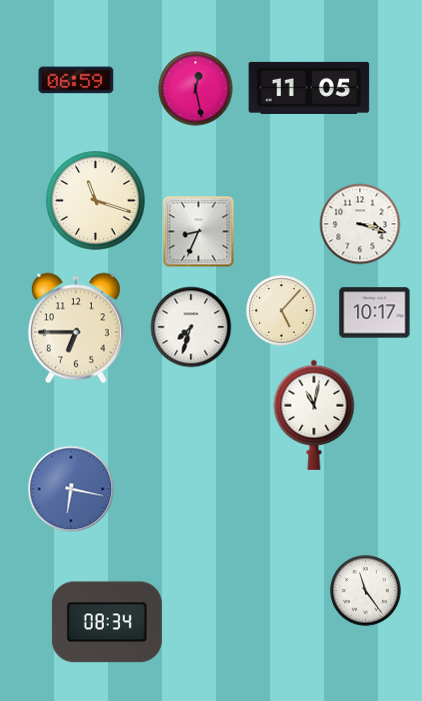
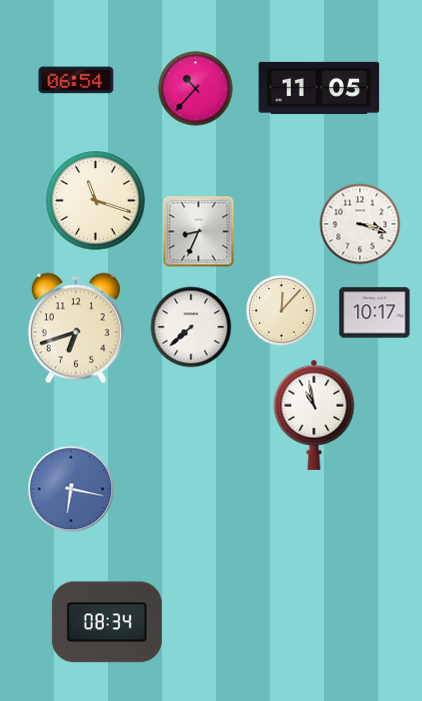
clock at (76, 80): 06:59 -> 06:54
clock at (309, 88) position: (309, 88) -> (319, 88)
clock at (196, 89): 12:28 -> 10:37
clock at (282, 311): 5:07 -> 12:07
clock at (191, 327): 7:33 -> 7:38
clock at (76, 328): 6:45 -> 6:42
clock at (314, 415): 11:02 -> 10:58
clock at (366, 591): 11:24 -> none
